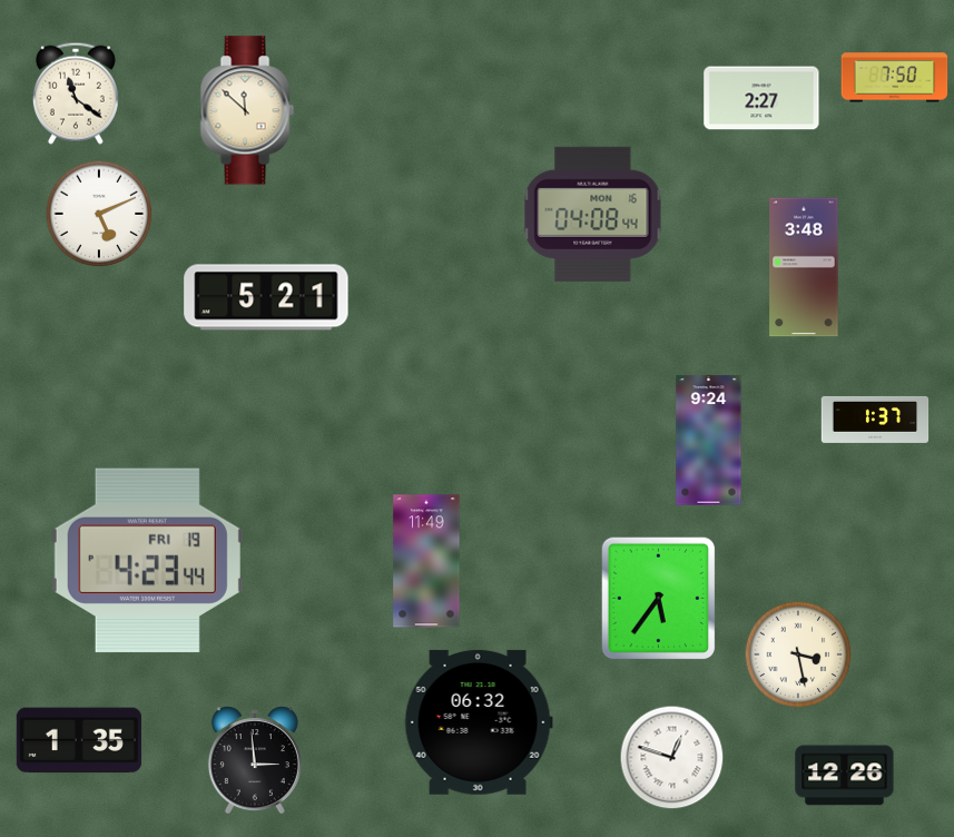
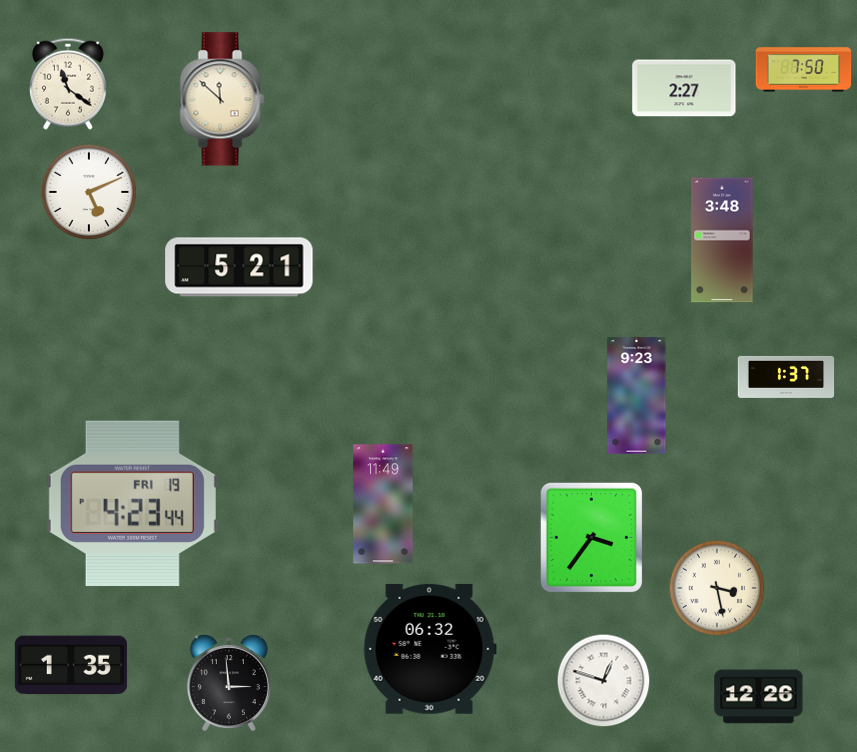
clock at (593, 214): 04:08 -> none
clock at (709, 441): 9:24 -> 9:23
clock at (659, 599): 5:36 -> 3:36
